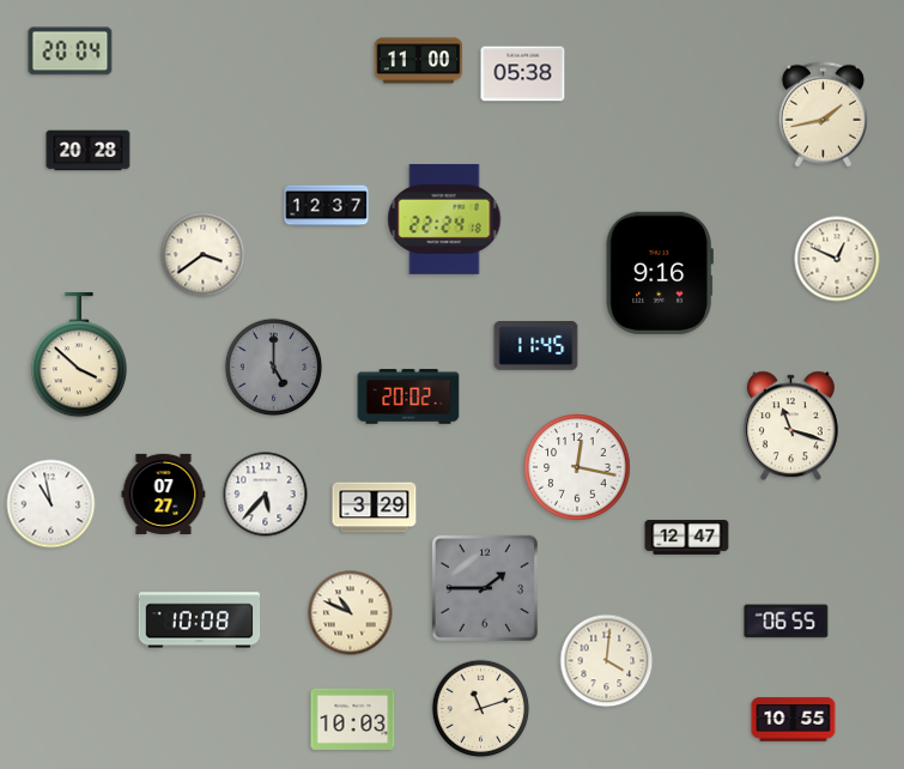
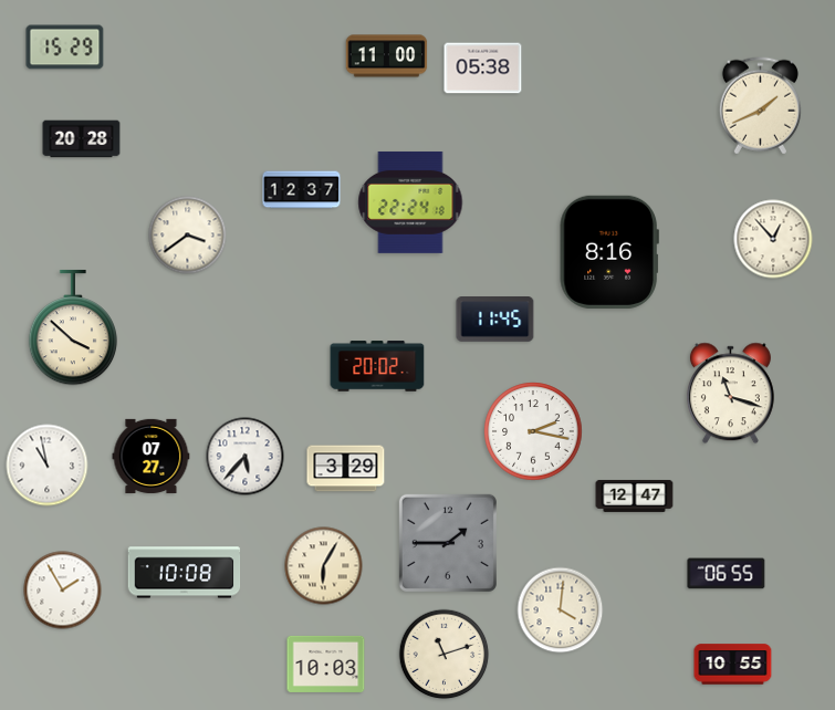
clock at (71, 52): 20:04 -> 15:29
clock at (823, 115): 1:43 -> 1:41
clock at (837, 259): 12:49 -> 12:53
clock at (660, 273): 9:16 -> 8:16
clock at (274, 368): 5:00 -> none
clock at (577, 467): 12:17 -> 2:17
clock at (351, 613): 10:49 -> 6:05
clock at (63, 591): none -> 1:55
